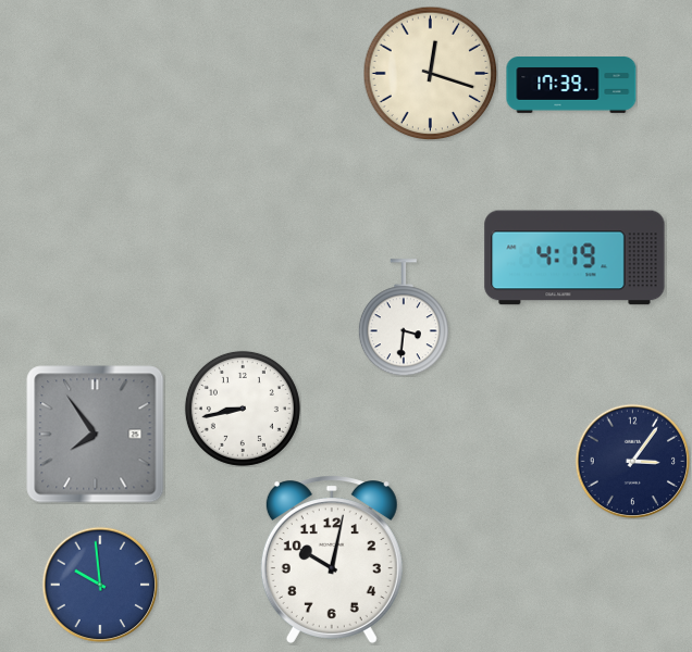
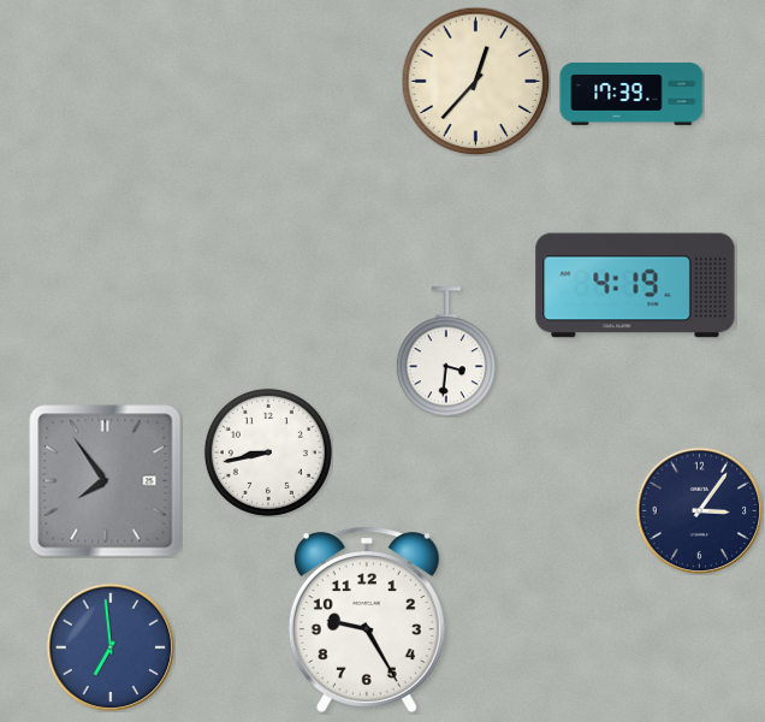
clock at (430, 73): 12:18 -> 12:37
clock at (332, 560): 10:02 -> 9:25
clock at (100, 585): 9:59 -> 6:59
